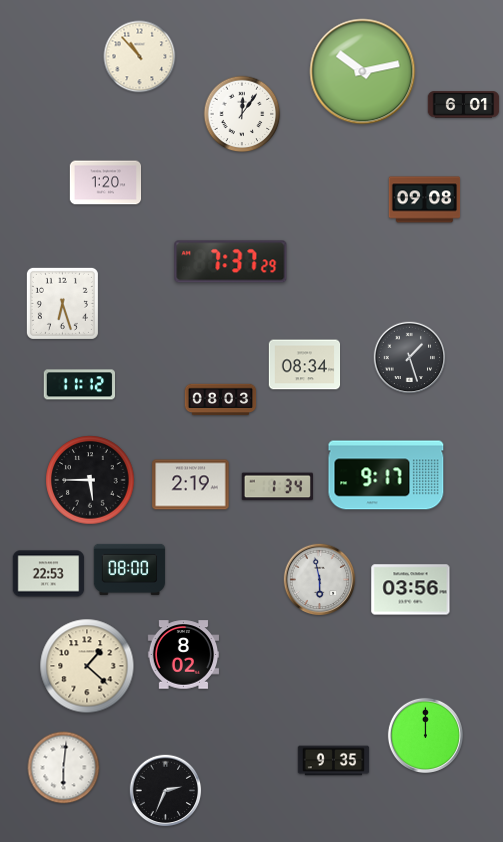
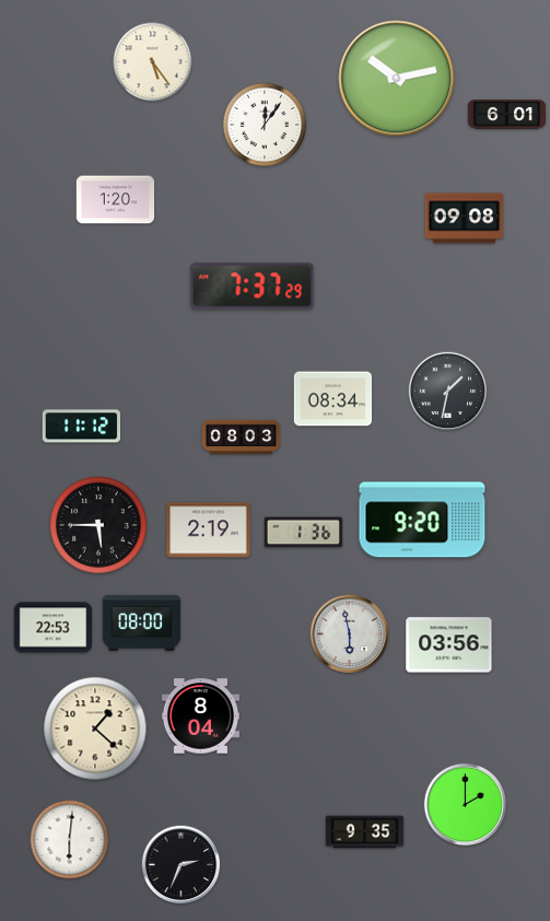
clock at (140, 57): 10:53 -> 5:24
clock at (62, 303): 6:27 -> none
clock at (410, 358): 1:27 -> 1:32
clock at (79, 385) position: (79, 385) -> (81, 427)
clock at (386, 475): 9:17 -> 9:20
clock at (277, 487): 1:34 -> 1:36
clock at (184, 655): 8:02 -> 8:04
clock at (425, 735): 12:00 -> 2:00
